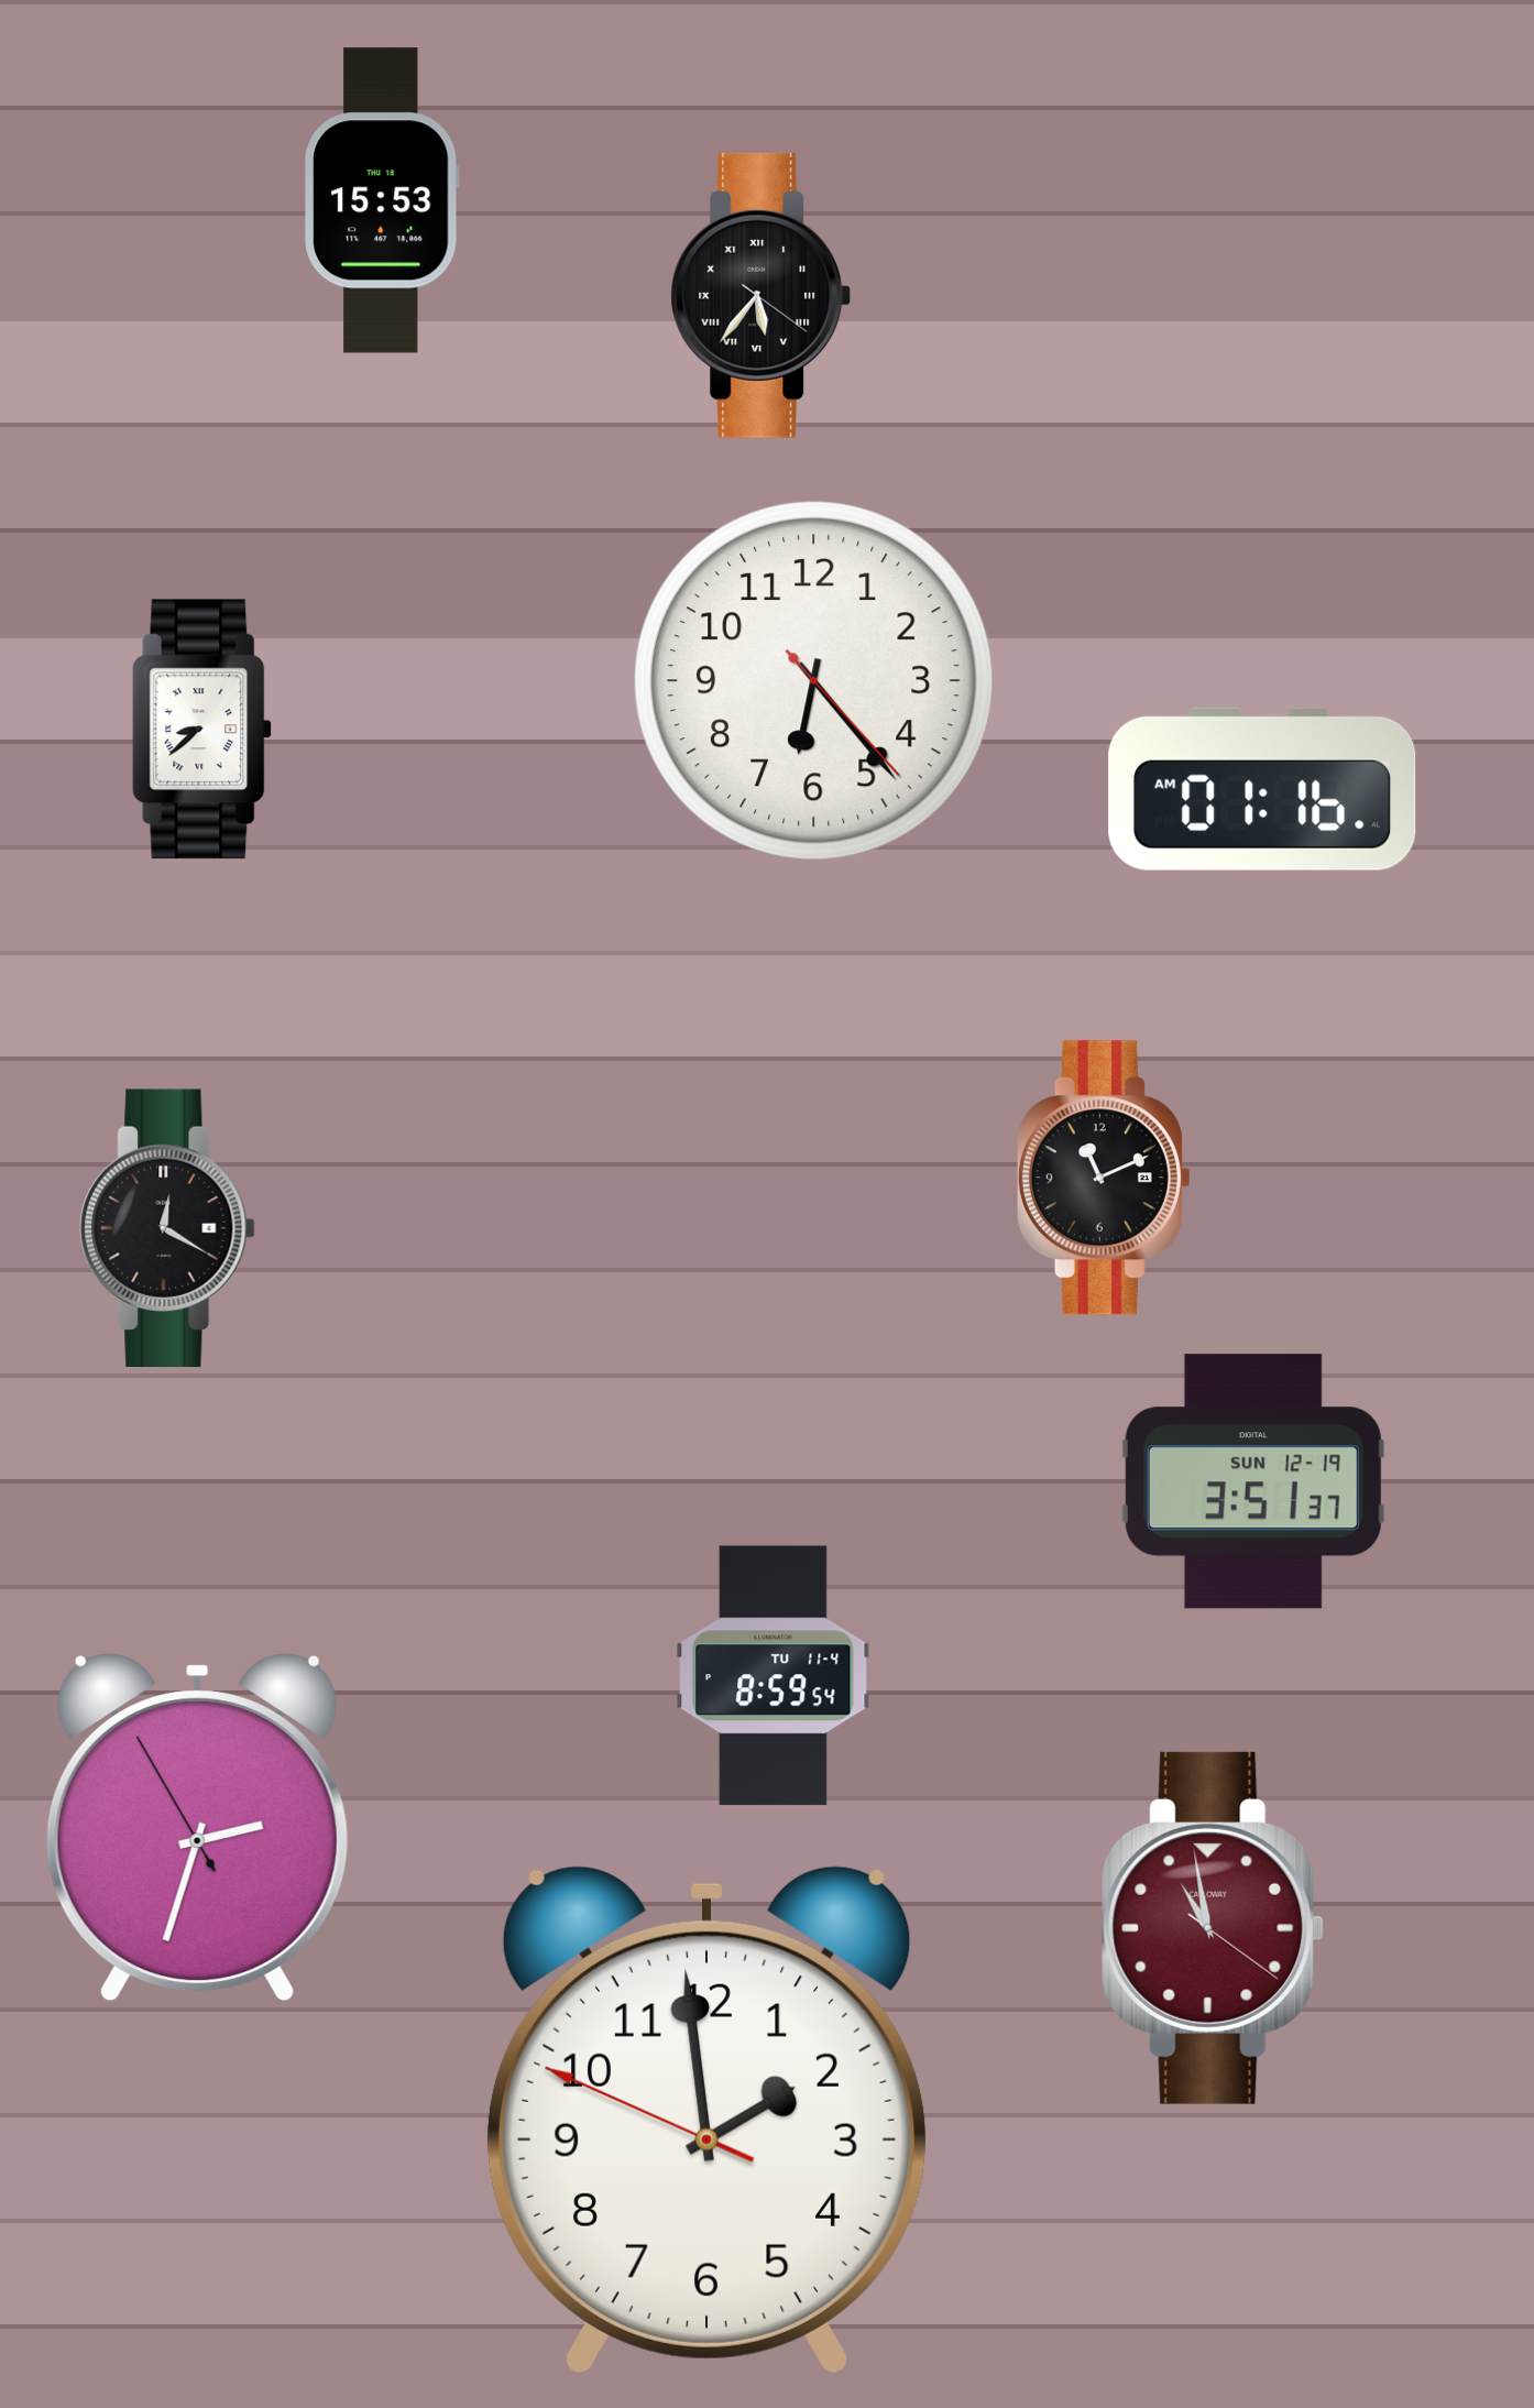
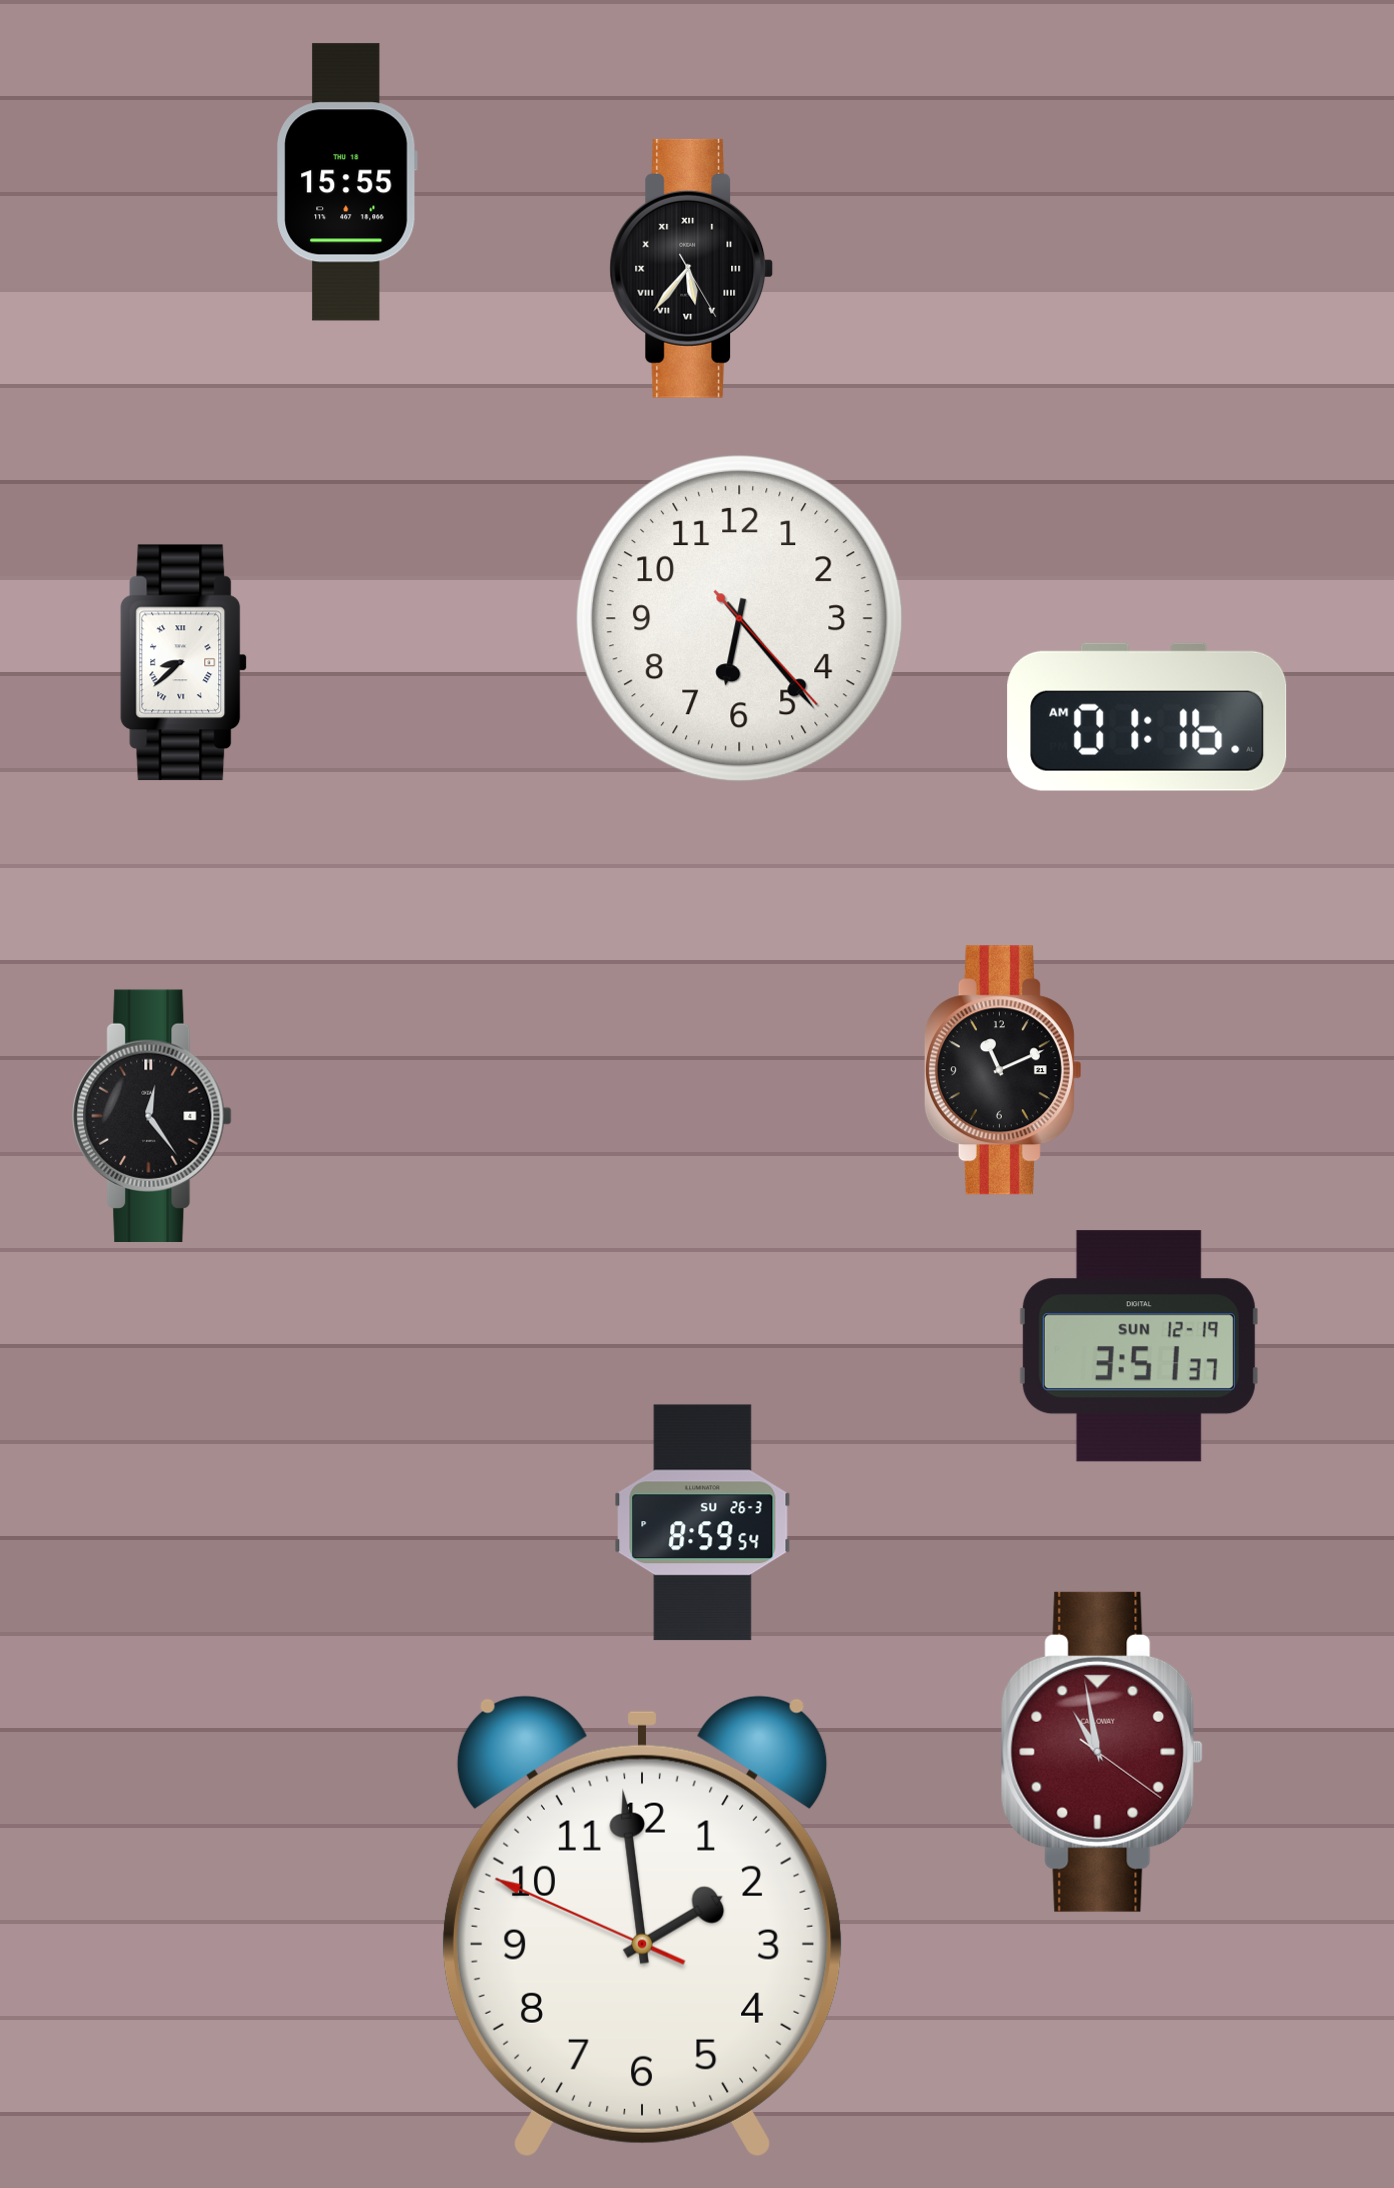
clock at (382, 200): 15:53 -> 15:55
clock at (761, 295): 5:36:21 -> 5:36:25
clock at (167, 1227): 12:20 -> 12:24
clock at (774, 1676) date: TU 11-4 -> SU 26-3
clock at (197, 1828): 2:32 -> none
